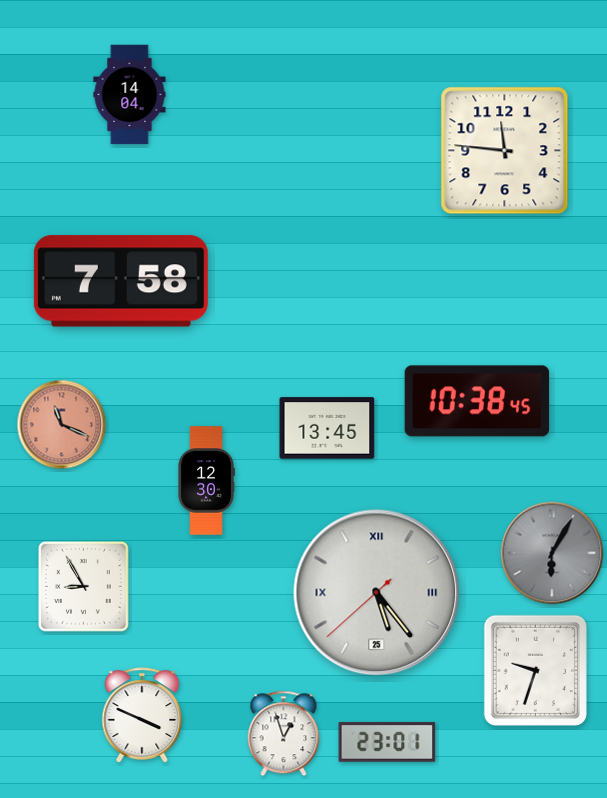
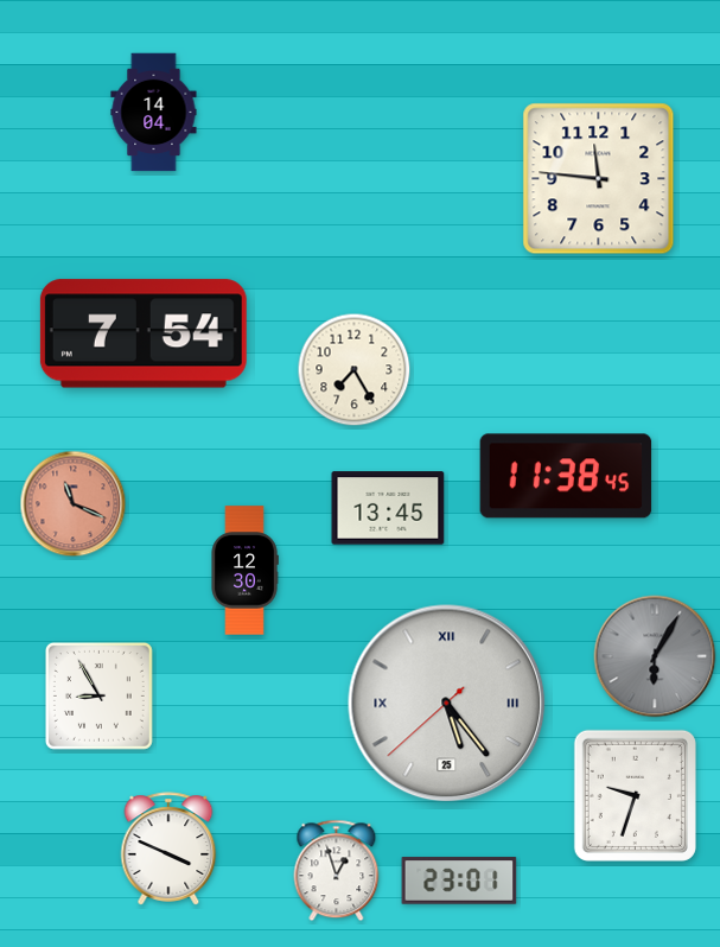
clock at (121, 281): 7:58 -> 7:54
clock at (355, 370): none -> 7:25
clock at (477, 401): 10:38 -> 11:38
